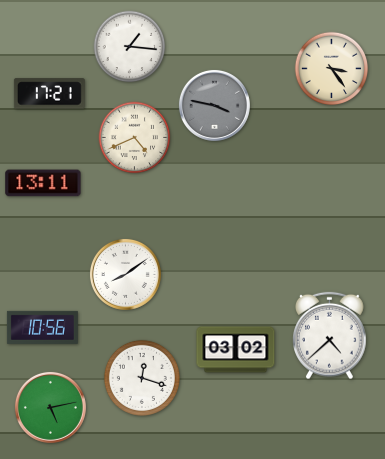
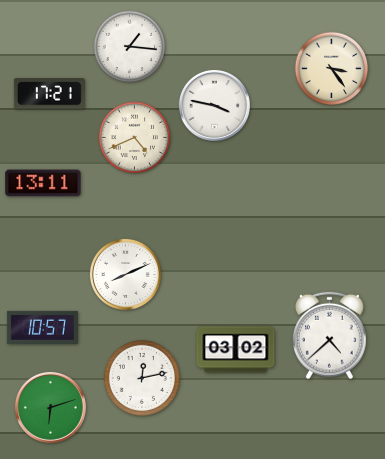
clock at (214, 105) dial: grey -> white
clock at (125, 274): 8:09 -> 8:11
clock at (42, 327): 10:56 -> 10:57
clock at (142, 378): 12:18 -> 12:13
clock at (50, 407): 5:13 -> 6:12
